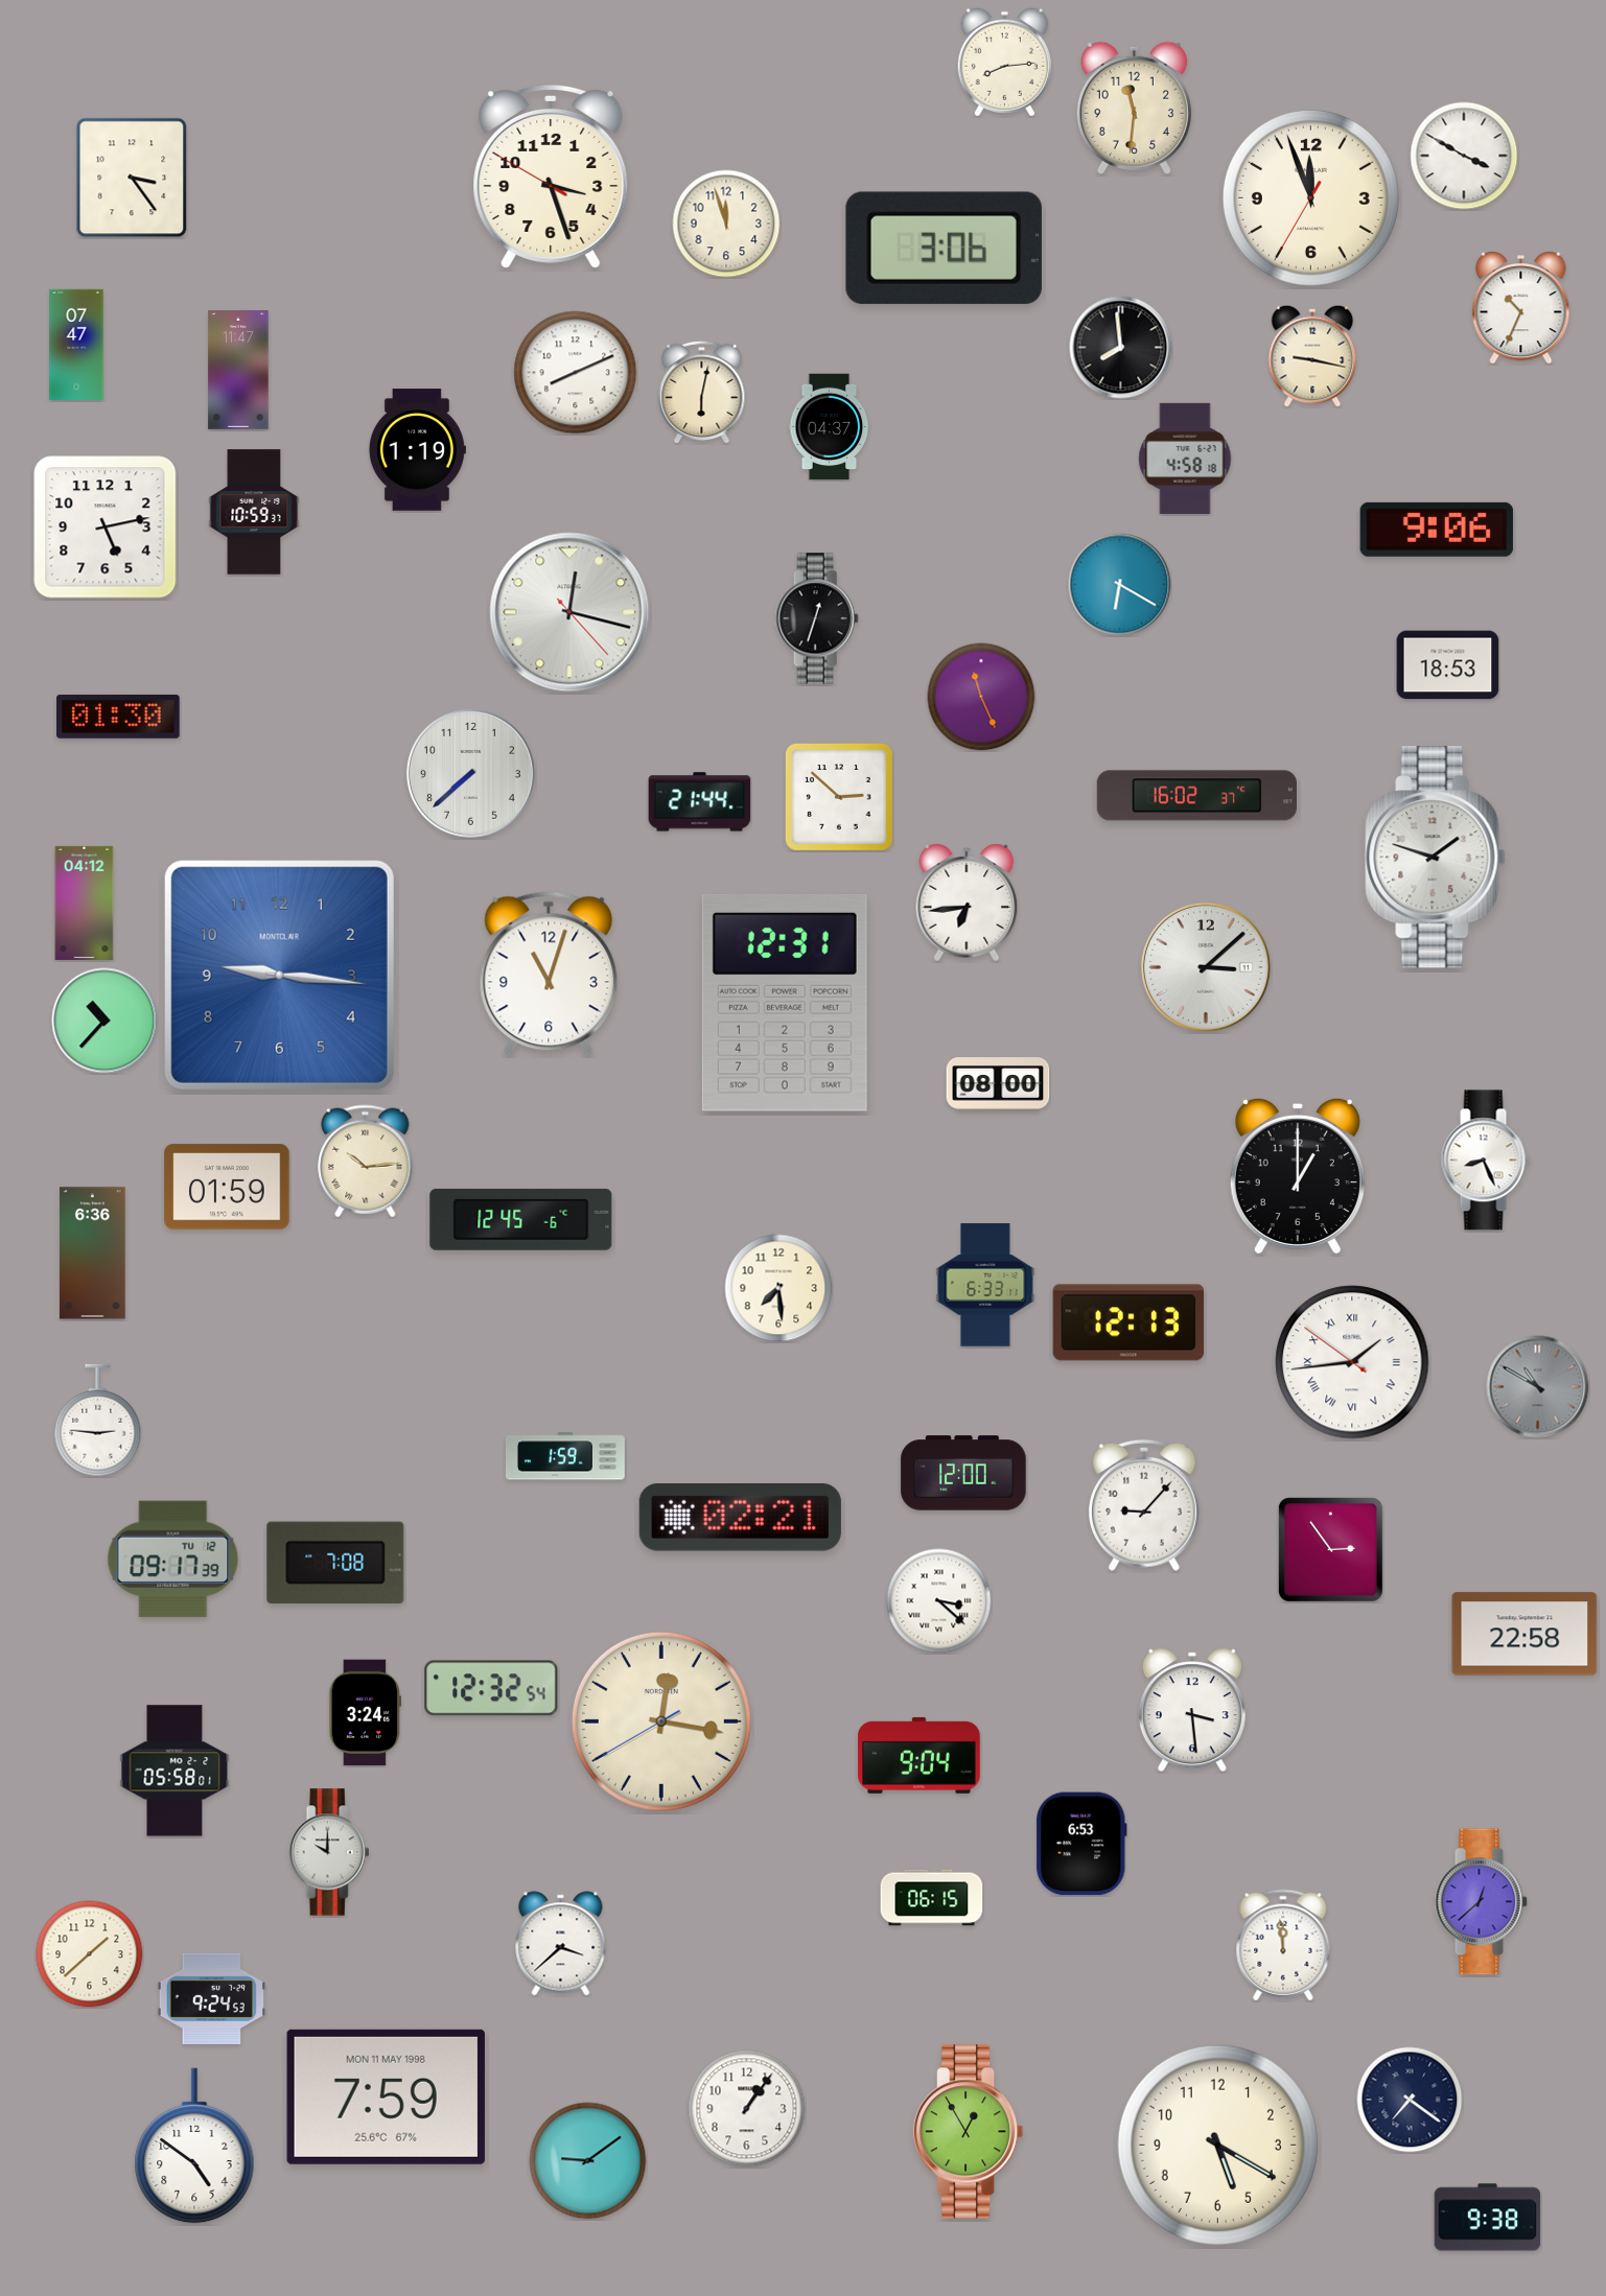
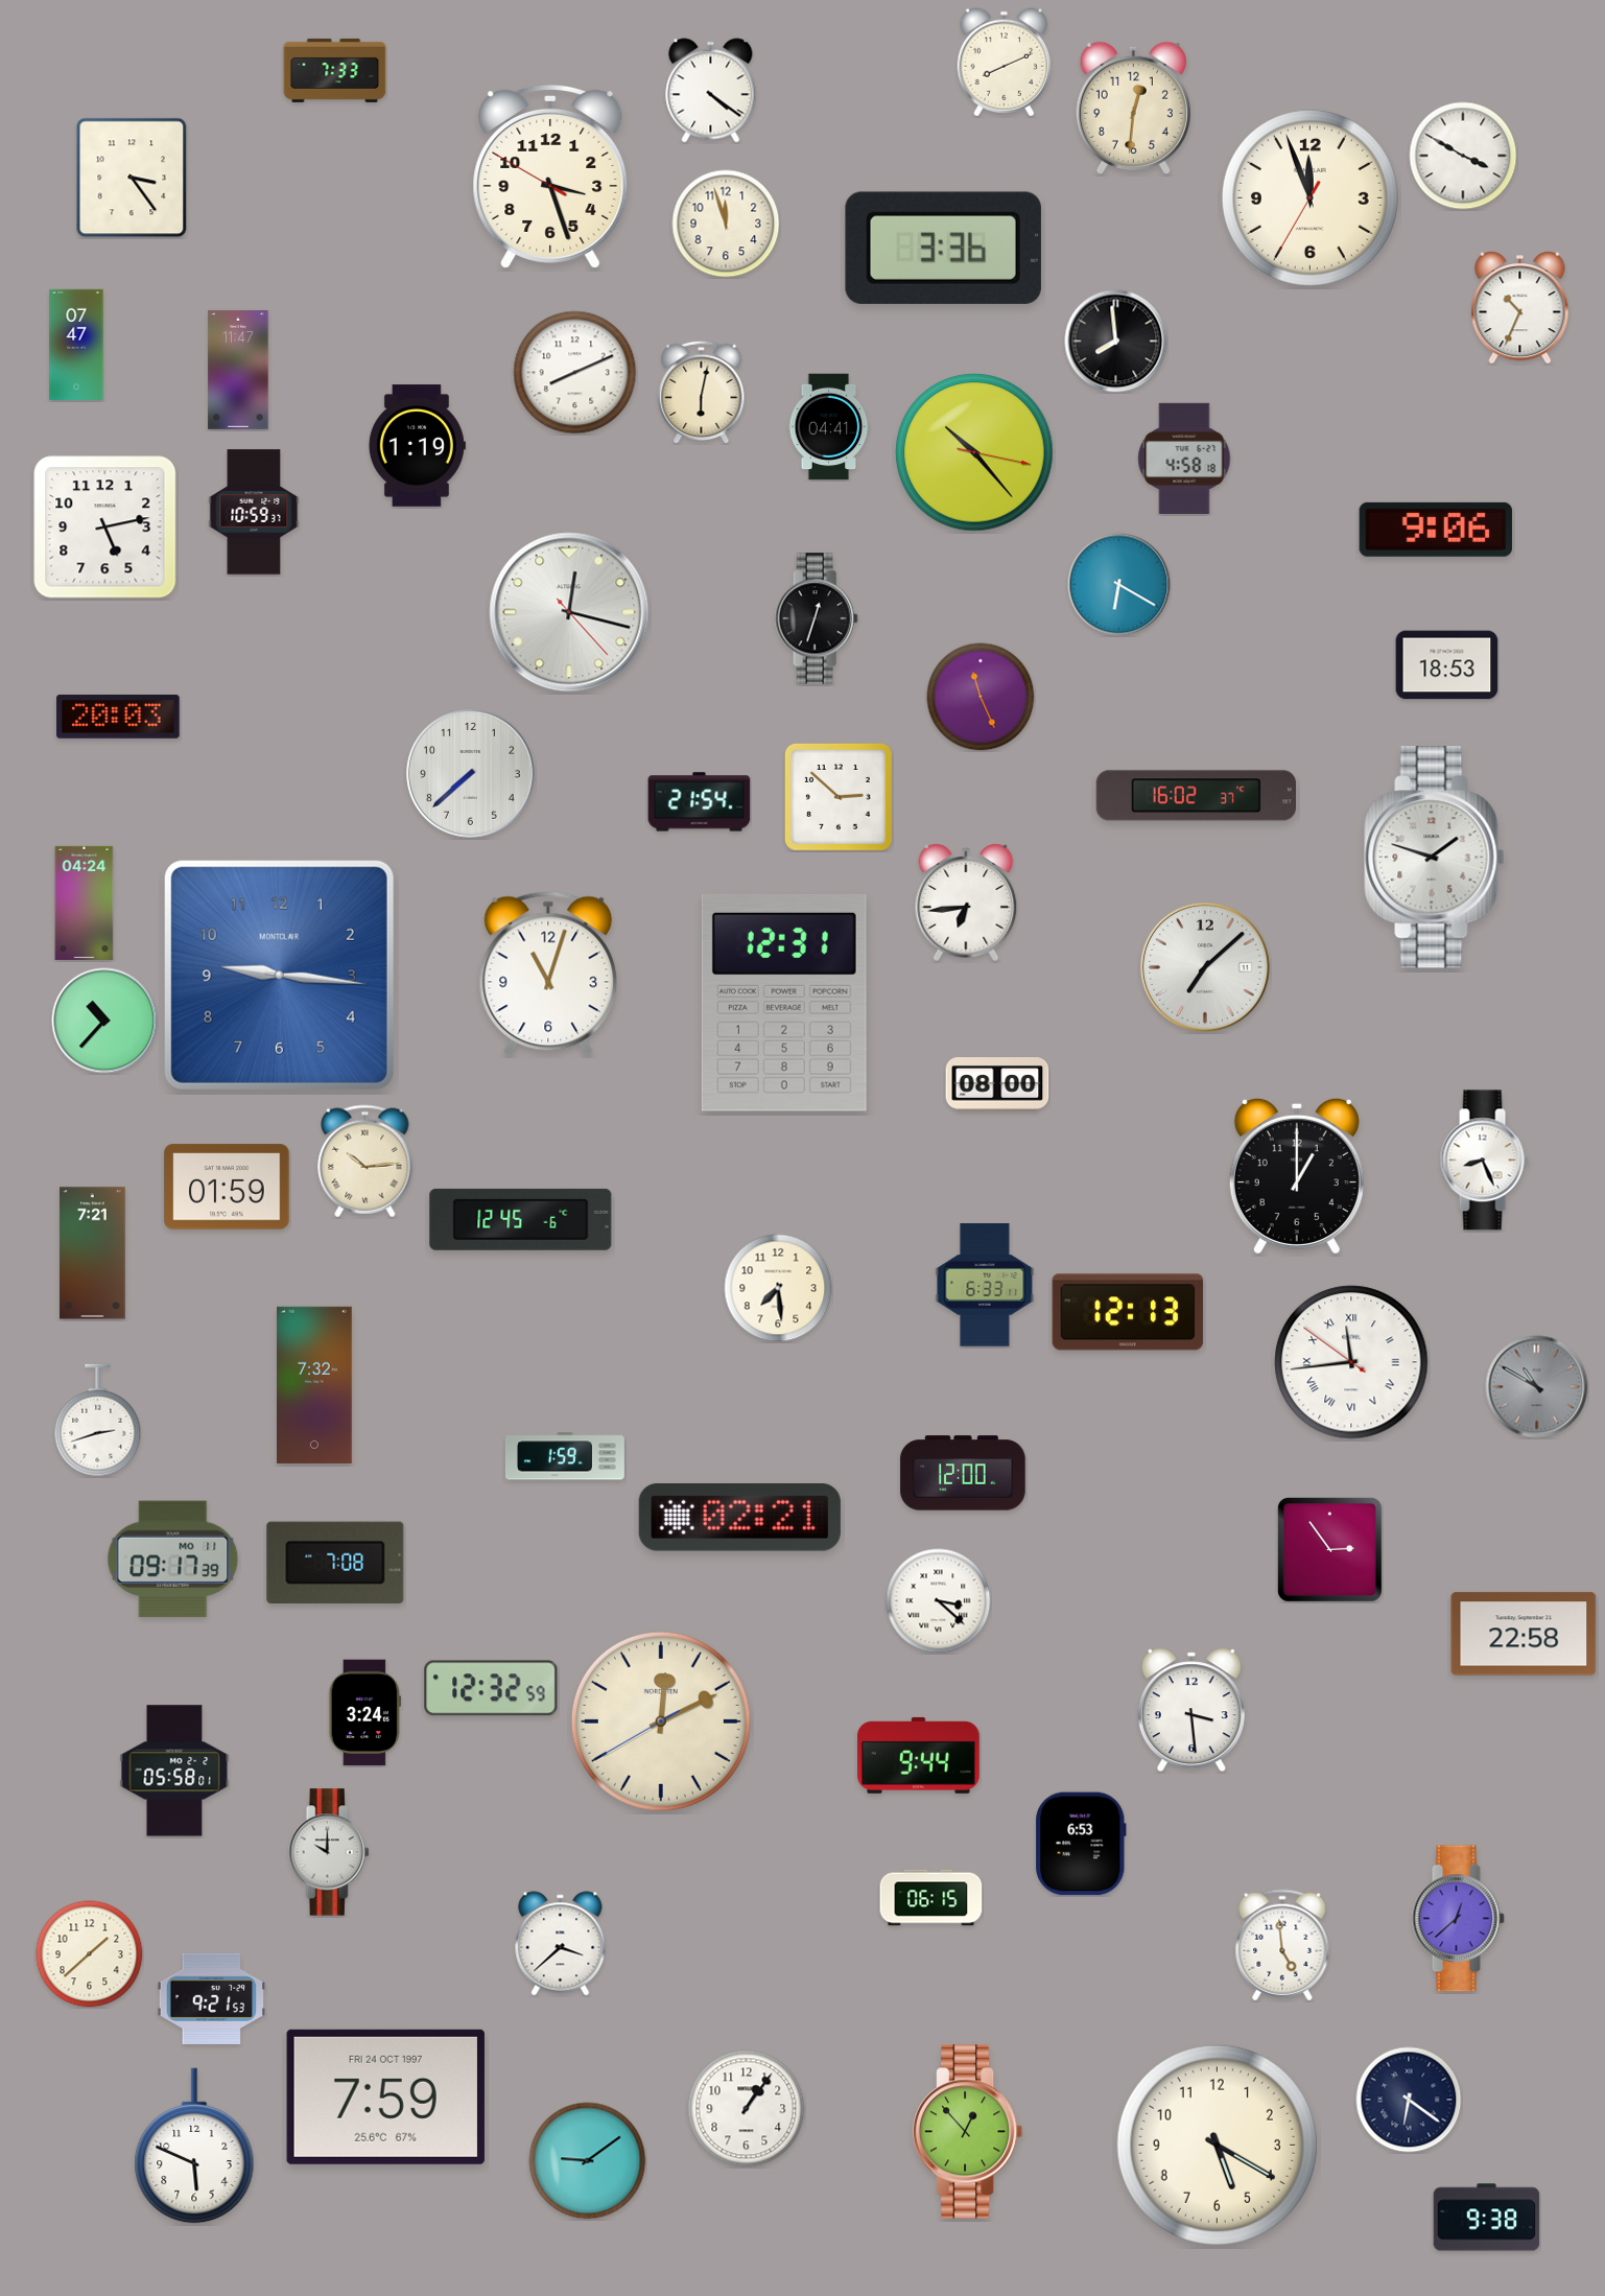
clock at (1004, 63): 8:14 -> 8:11
clock at (335, 70): none -> 7:33
clock at (711, 91): none -> 4:21
clock at (1134, 108): 11:31 -> 12:31
clock at (944, 248): 3:06 -> 3:36
clock at (1121, 348) position: (1121, 348) -> (1116, 342)
clock at (1312, 356): 9:17 -> none
clock at (830, 427): 04:37 -> 04:41
clock at (417, 450) position: (417, 450) -> (417, 446)
clock at (974, 452): none -> 10:23
clock at (118, 717): 01:30 -> 20:03
clock at (700, 802): 21:44 -> 21:54
clock at (85, 903): 04:12 -> 04:24
clock at (1206, 967): 3:08 -> 7:08
clock at (93, 1254): 6:36 -> 7:21
clock at (1128, 1322) position: (1128, 1322) -> (1128, 1312)
clock at (1352, 1362): 1:43 -> 11:43
clock at (315, 1385): none -> 7:32
clock at (98, 1421): 2:46 -> 2:42
clock at (1144, 1505): 9:07 -> none
clock at (173, 1560) date: TU 12 -> MO 11
clock at (491, 1688): 12:32:54 -> 12:32:59
clock at (661, 1721): 12:16 -> 12:10
clock at (920, 1755): 9:04 -> 9:44
clock at (1481, 1902) position: (1481, 1902) -> (1458, 1919)
clock at (1283, 1945): 11:59 -> 4:59
clock at (212, 1998): 9:24 -> 9:21
clock at (386, 2096) date: MON 11 MAY 1998 -> FRI 24 OCT 1997
clock at (1410, 2100): 7:21 -> 6:21
clock at (969, 2132): 12:55 -> 12:53
clock at (194, 2146): 4:51 -> 5:49
